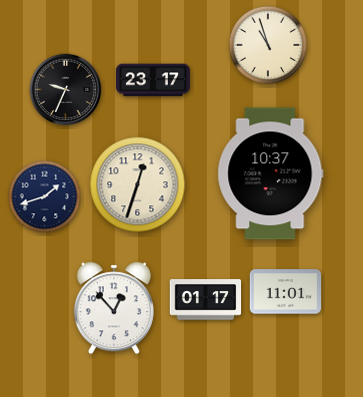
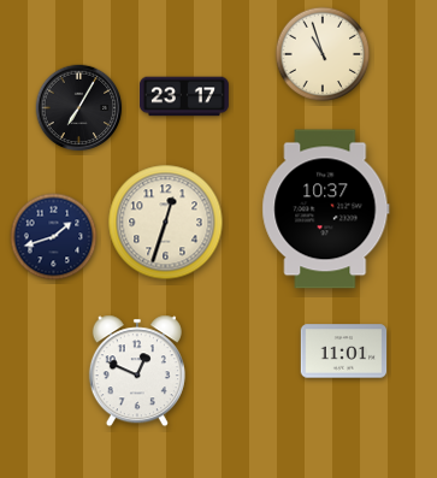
clock at (66, 90): 9:34 -> 7:05
clock at (206, 300): 01:17 -> none
clock at (114, 308): 12:53 -> 12:49
